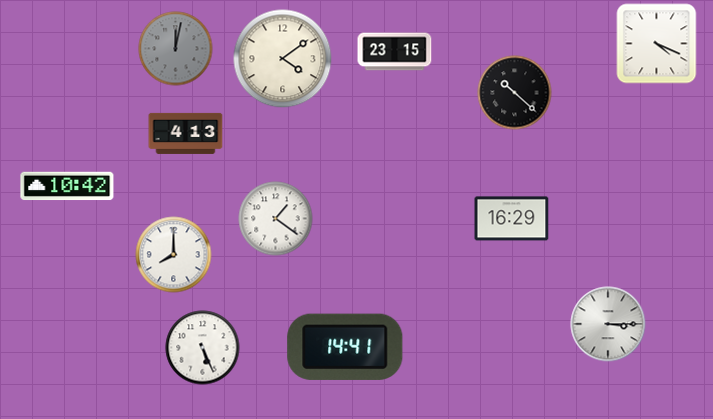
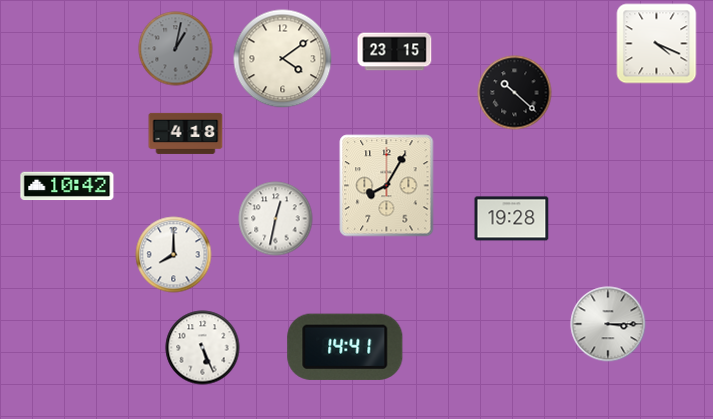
clock at (176, 49): 12:02 -> 1:02
clock at (186, 133): 4:13 -> 4:18
clock at (387, 186): none -> 8:05
clock at (276, 219): 1:21 -> 12:32
clock at (512, 219): 16:29 -> 19:28
